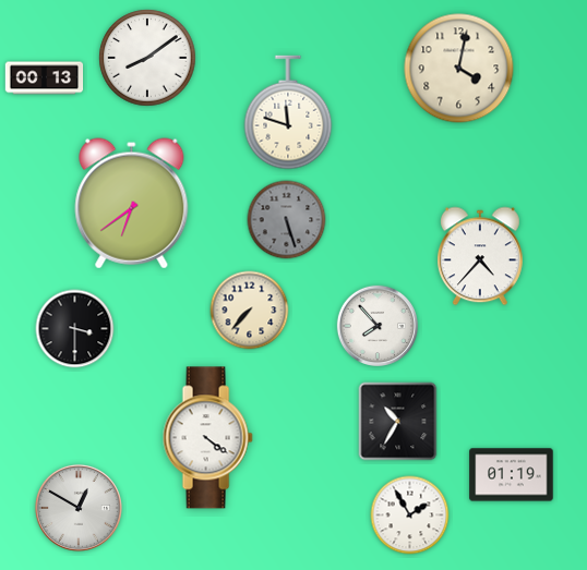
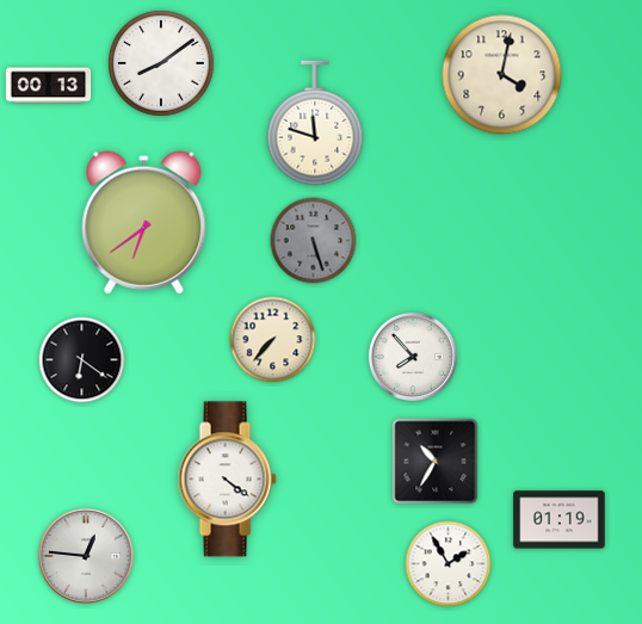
clock at (480, 256): 4:37 -> none
clock at (75, 329): 3:30 -> 6:21
clock at (79, 508): 12:50 -> 12:46
